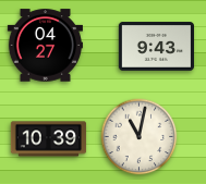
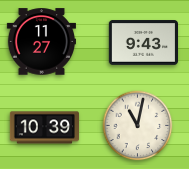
clock at (45, 46): 04:27 -> 11:27
clock at (140, 137) position: (140, 137) -> (138, 126)
